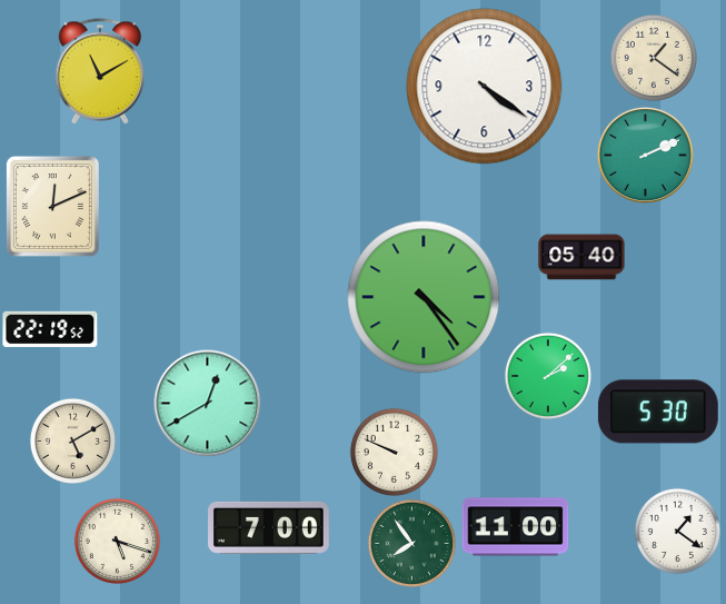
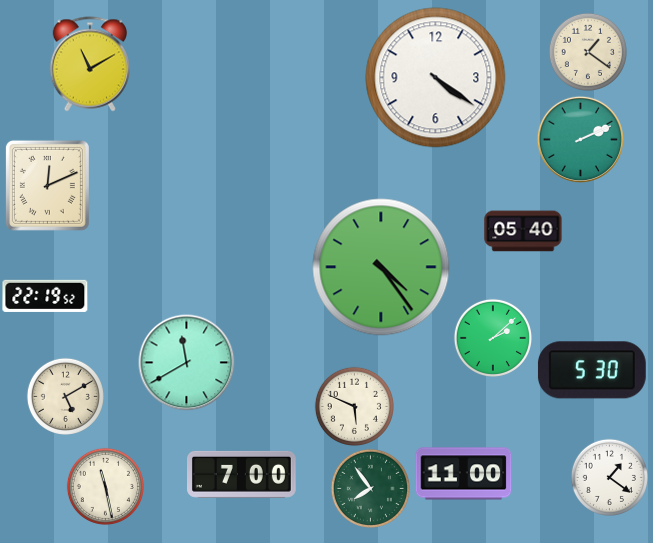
clock at (208, 404): 12:40 -> 11:40
clock at (394, 452): 9:49 -> 5:49
clock at (117, 541): 5:18 -> 11:28
